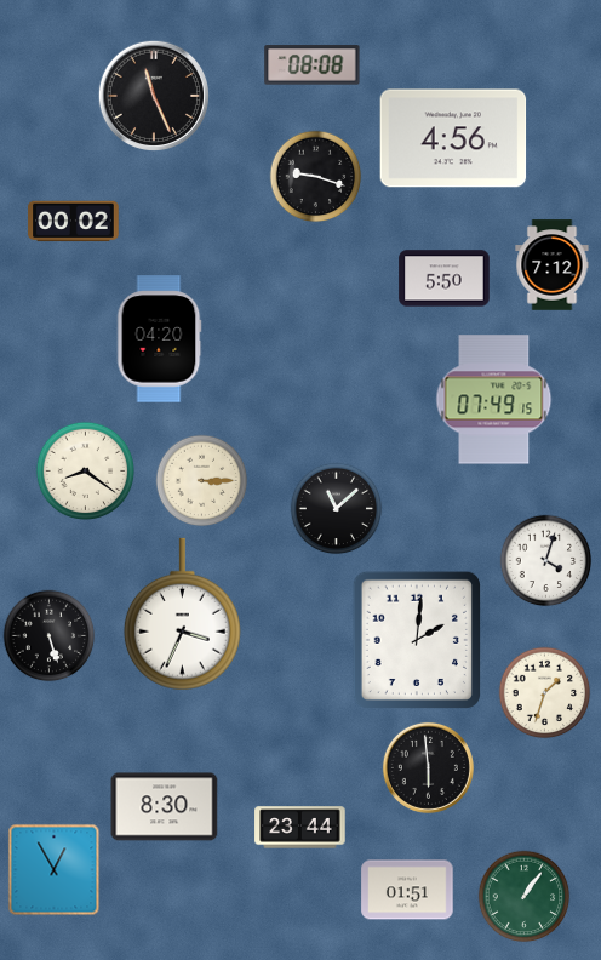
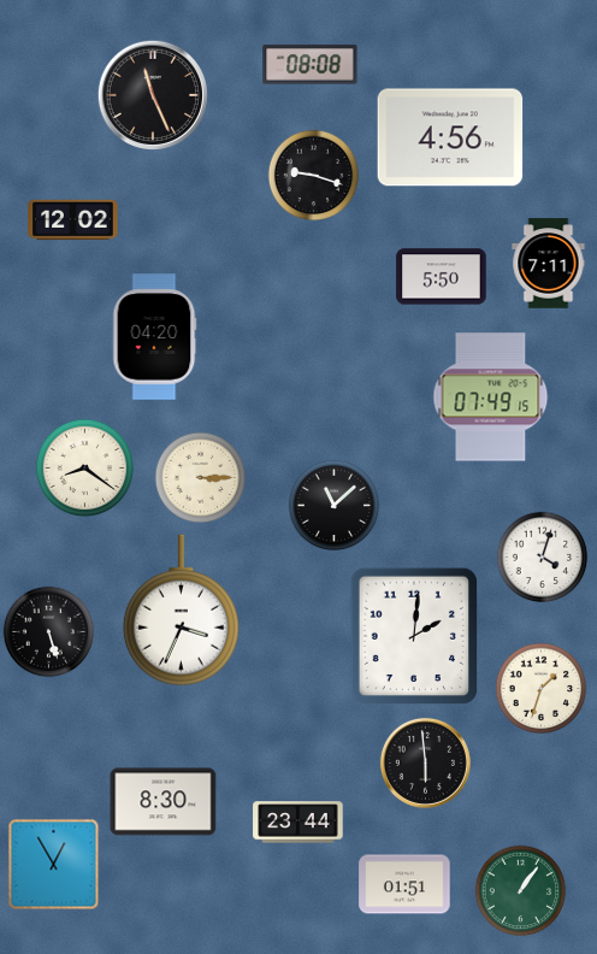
clock at (74, 222): 00:02 -> 12:02
clock at (553, 265): 7:12 -> 7:11
clock at (159, 339) position: (159, 339) -> (154, 337)
